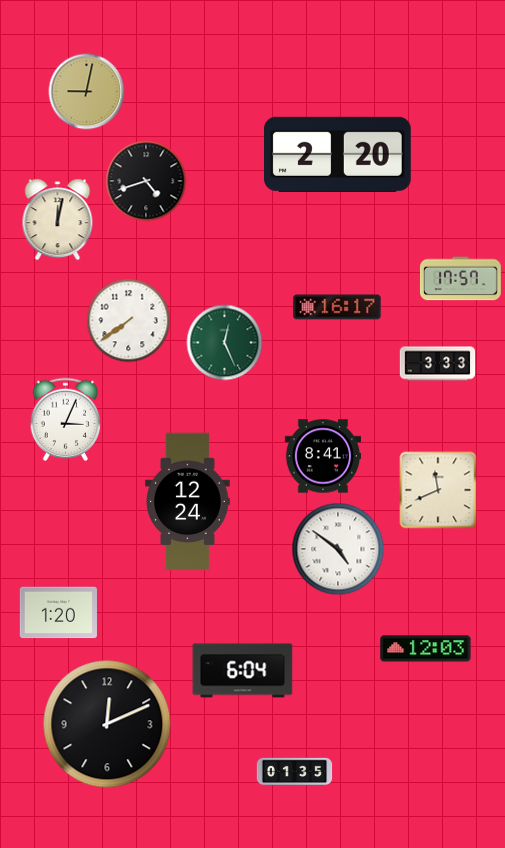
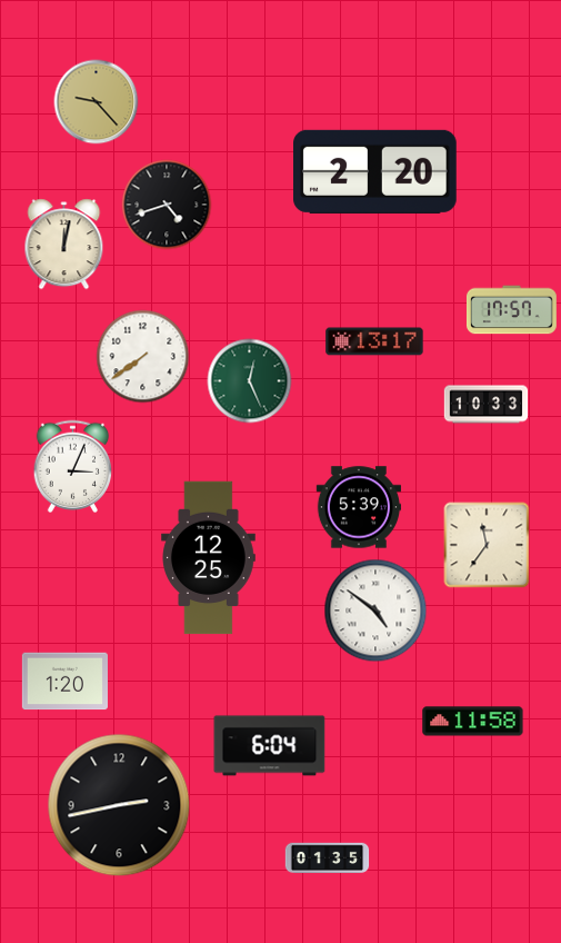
clock at (87, 92): 9:02 -> 9:23
clock at (146, 181) position: (146, 181) -> (167, 205)
clock at (337, 307): 16:17 -> 13:17
clock at (438, 364): 3:33 -> 10:33
clock at (322, 456): 8:41 -> 5:39
clock at (438, 490): 11:41 -> 11:36
clock at (188, 502): 12:24 -> 12:25
clock at (426, 649): 12:03 -> 11:58
clock at (107, 724): 12:11 -> 2:43
